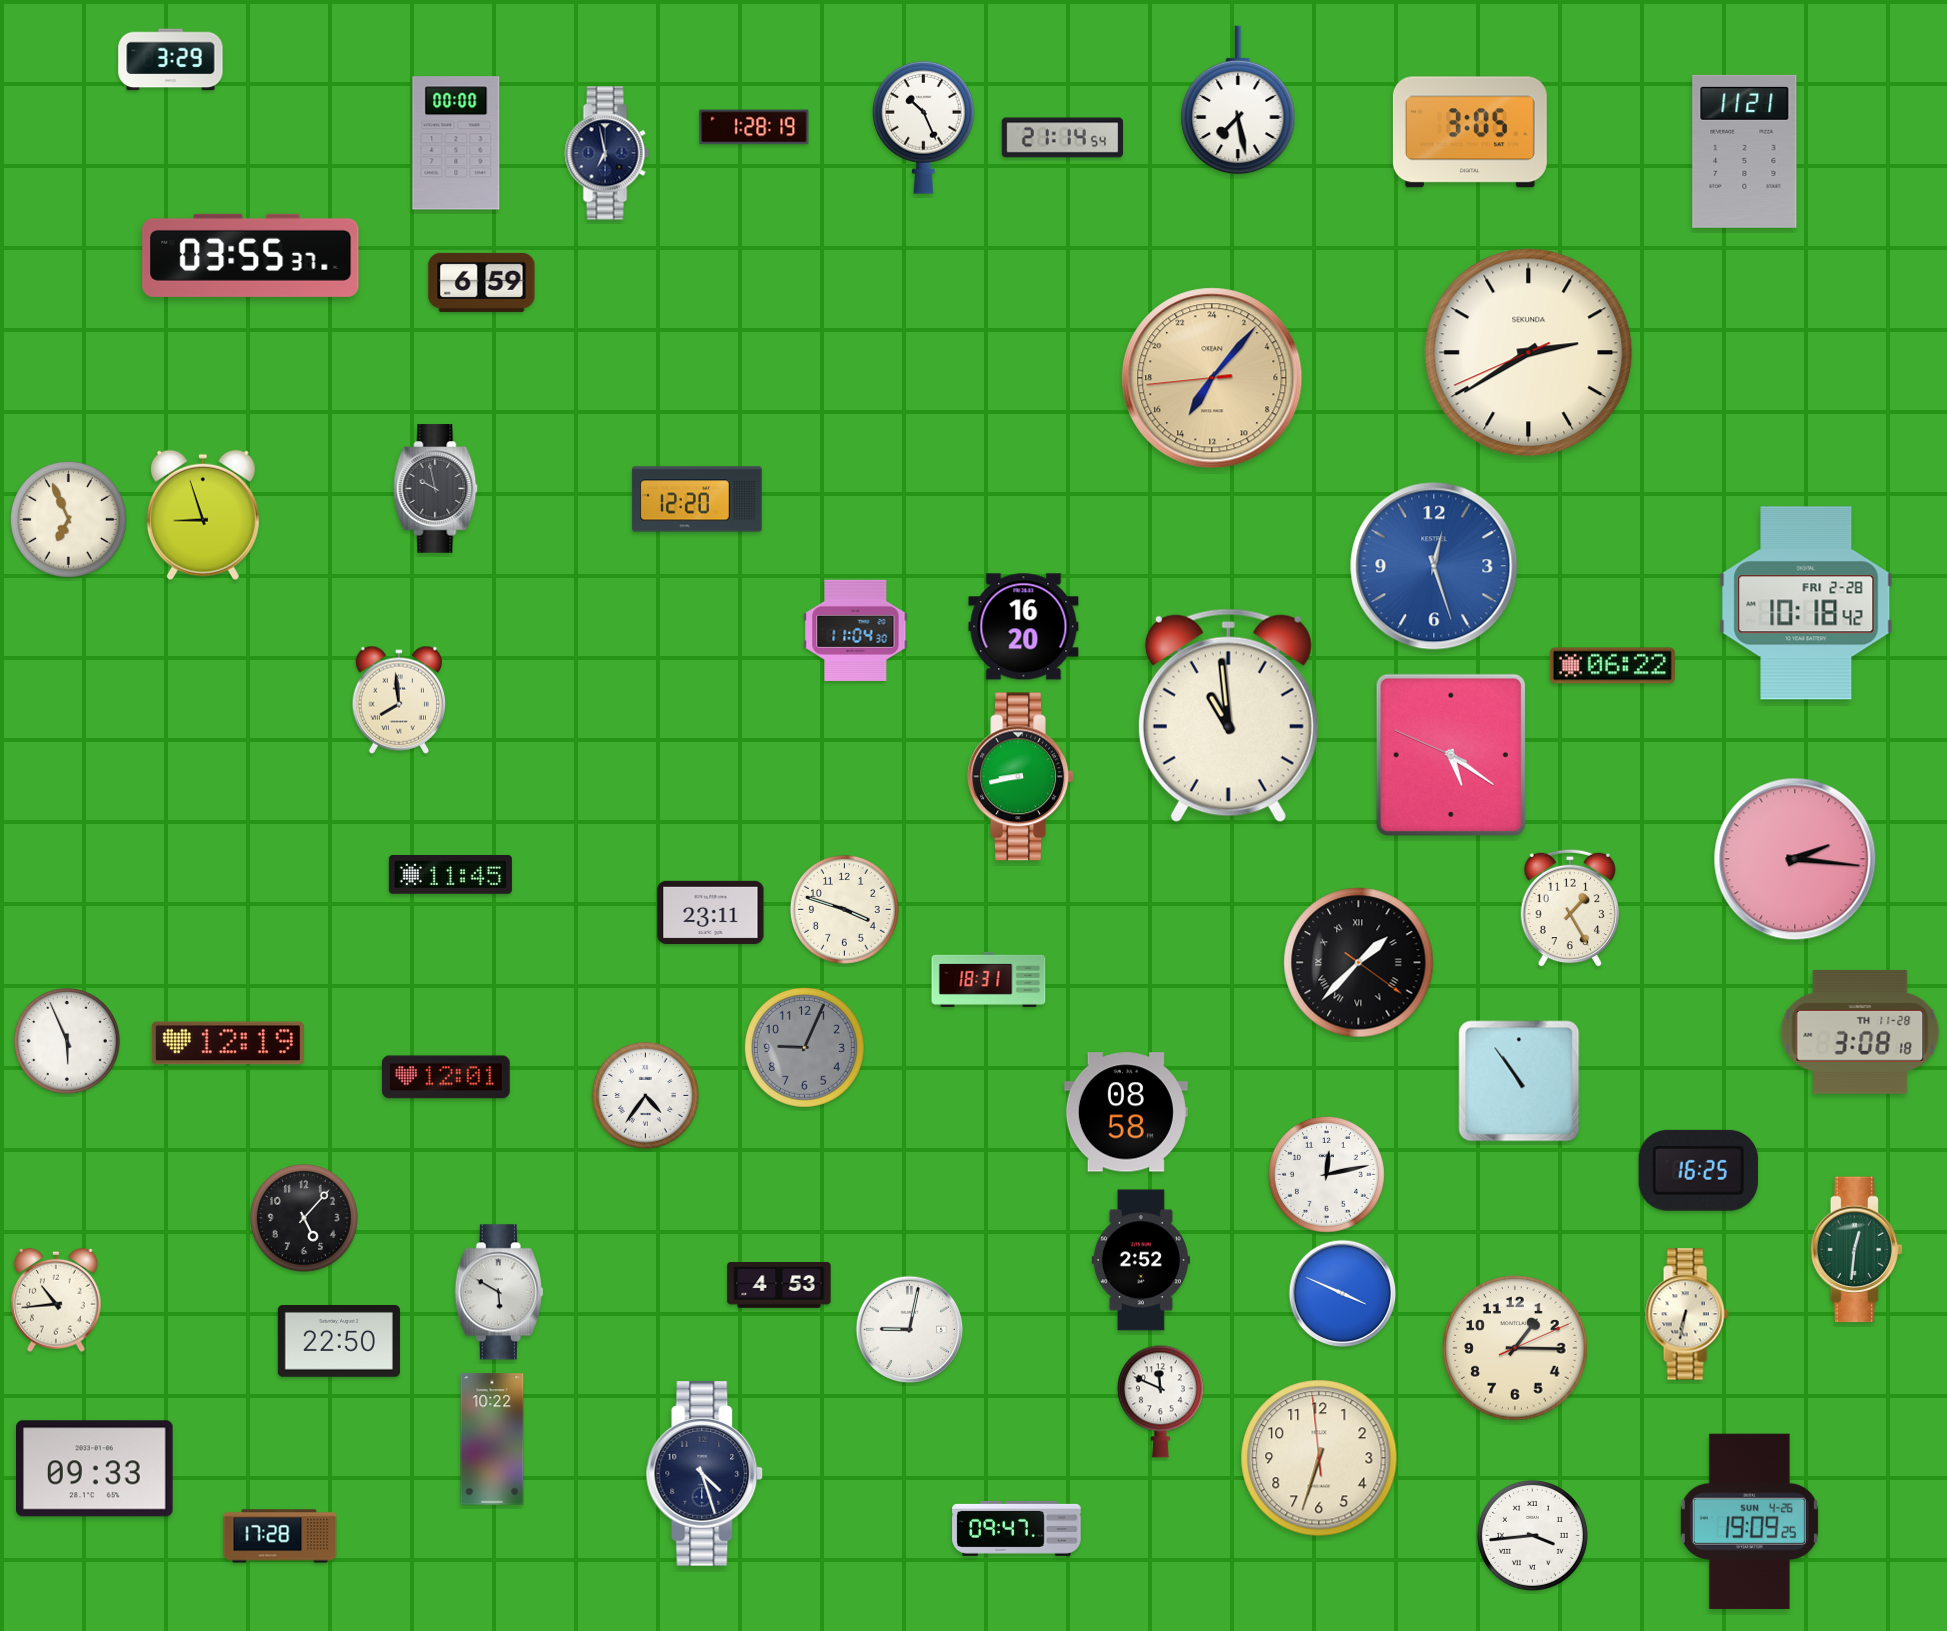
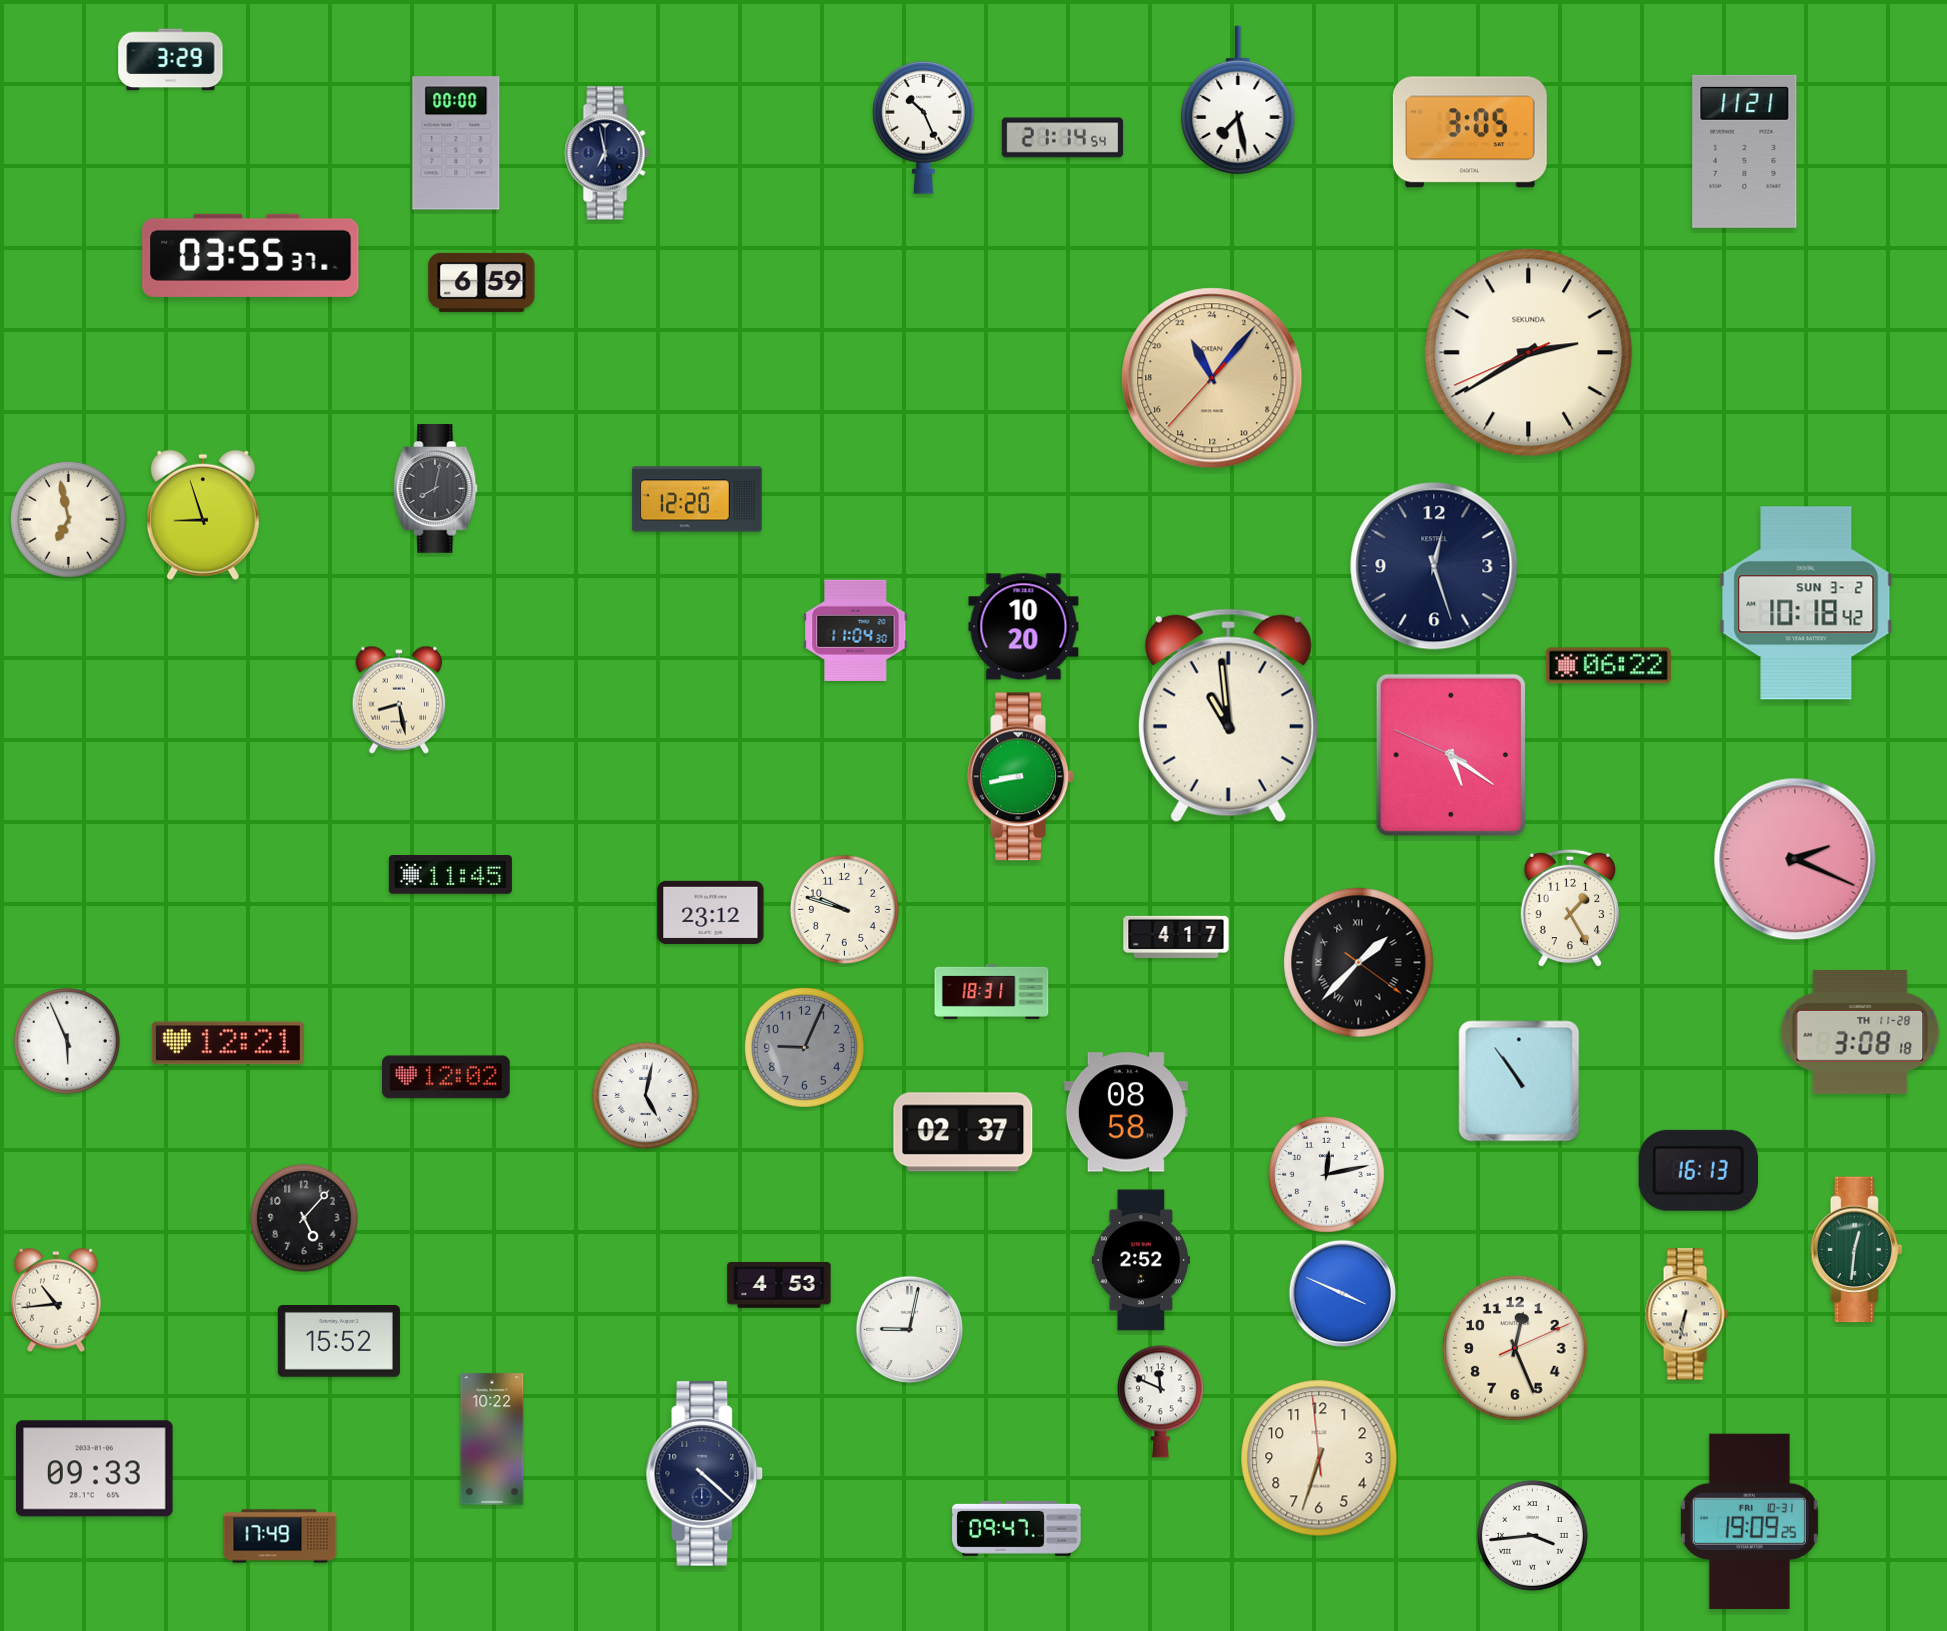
clock at (754, 127): 1:28 -> none
clock at (1212, 378): 14:06 -> 22:06
clock at (436, 489): 9:58 -> 8:02
clock at (68, 519): 6:56 -> 6:58
clock at (1434, 566) dial: blue -> navy
clock at (1806, 603) date: FRI 2-28 -> SUN 3-2
clock at (1024, 627): 16:20 -> 10:20
clock at (1612, 666) position: (1612, 666) -> (1608, 666)
clock at (398, 700): 7:59 -> 8:28
clock at (1795, 859): 2:16 -> 2:19
clock at (844, 909): 3:48 -> 9:48
clock at (711, 912): 23:11 -> 23:12
clock at (1176, 937): none -> 4:17
clock at (989, 979) position: (989, 979) -> (992, 991)
clock at (228, 1043): 12:19 -> 12:21
clock at (447, 1077): 12:01 -> 12:02
clock at (645, 1095): 4:36 -> 5:02
clock at (963, 1132): none -> 02:37
clock at (1698, 1170): 16:25 -> 16:13
clock at (499, 1292): 5:50 -> none
clock at (339, 1342): 22:50 -> 15:52
clock at (1515, 1348): 1:15 -> 12:26
clock at (705, 1474): 4:27 -> 4:22
clock at (1749, 1521) date: SUN 4-26 -> FRI 10-31
clock at (280, 1536): 17:28 -> 17:49
